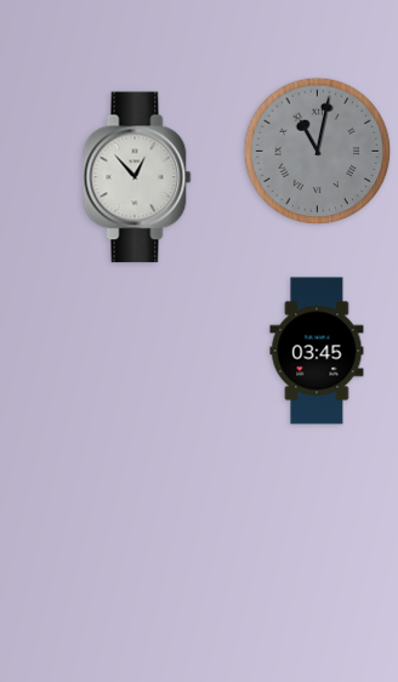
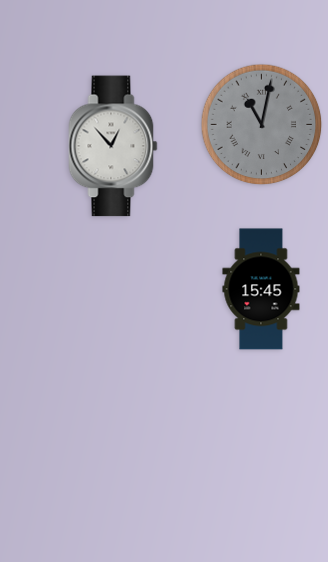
clock at (317, 351): 03:45 -> 15:45
